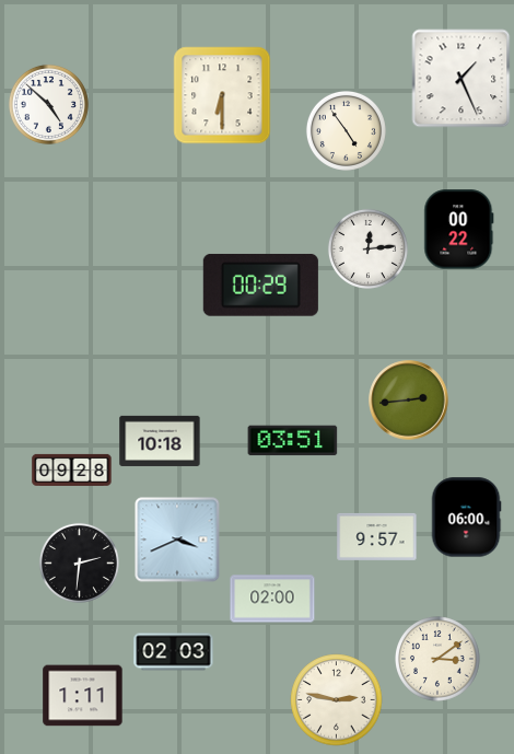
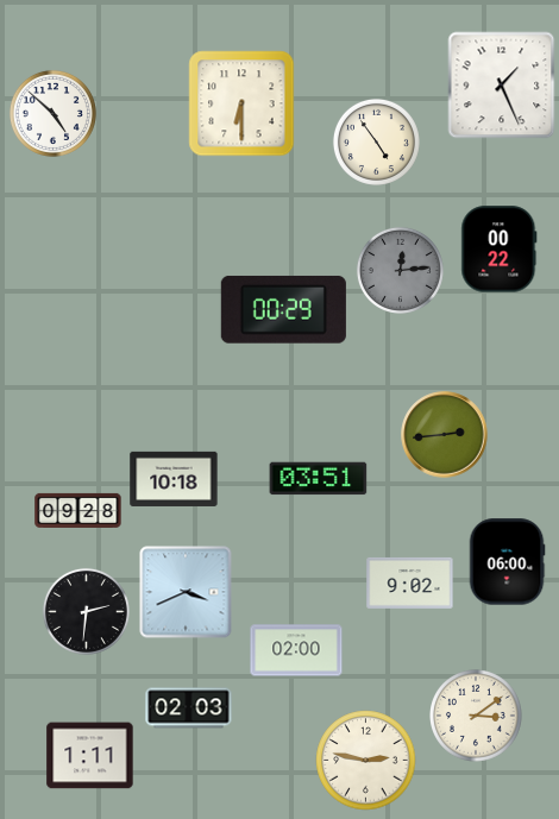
clock at (367, 248) dial: white -> grey
clock at (377, 536): 9:57 -> 9:02
clock at (177, 540) position: (177, 540) -> (186, 592)
